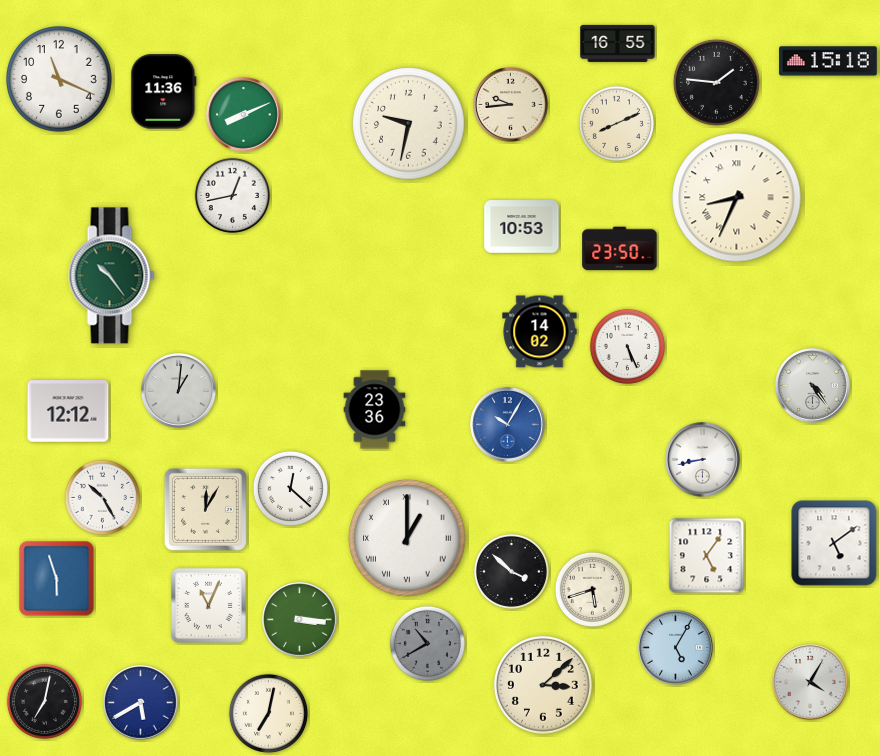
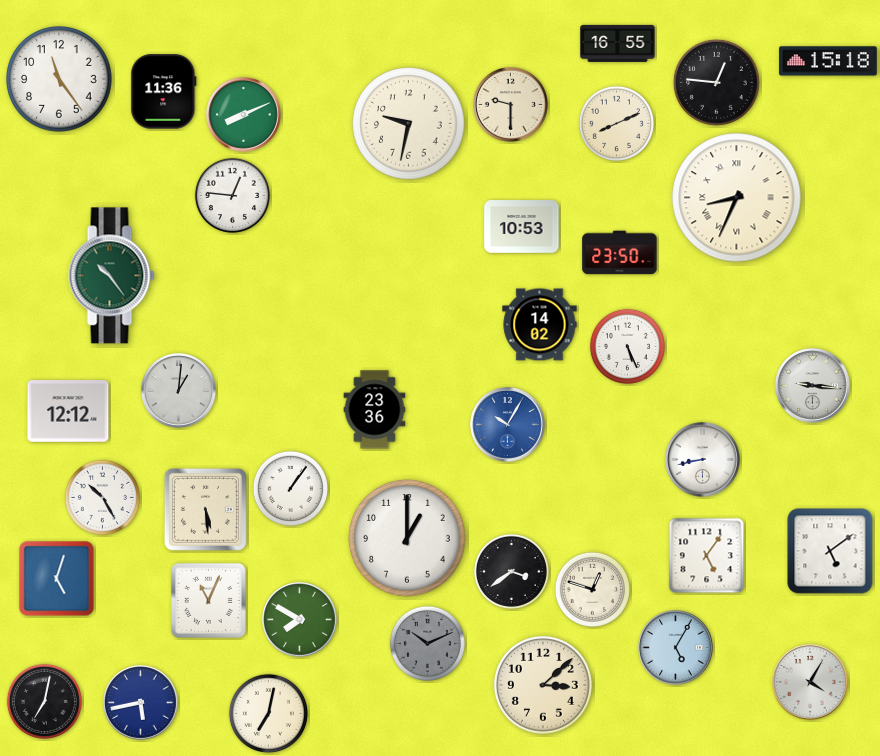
clock at (60, 80): 11:19 -> 11:24
clock at (716, 82): 1:46 -> 12:46
clock at (511, 105): 9:44 -> 9:30
clock at (232, 195): 12:43 -> 12:46
clock at (620, 249) position: (620, 249) -> (620, 253)
clock at (540, 332) position: (540, 332) -> (540, 325)
clock at (813, 386): 4:24 -> 9:16
clock at (290, 488): 12:22 -> 1:06
clock at (205, 509): 12:05 -> 5:29
clock at (407, 538) numerals: Roman -> Arabic
clock at (834, 543) position: (834, 543) -> (830, 551)
clock at (511, 571): 3:52 -> 3:39
clock at (57, 579): 5:57 -> 5:03
clock at (592, 589): 5:42 -> 12:48
clock at (209, 606) position: (209, 606) -> (209, 601)
clock at (300, 620): 3:16 -> 7:50
clock at (427, 643): 10:40 -> 10:11
clock at (141, 703): 5:40 -> 5:43
